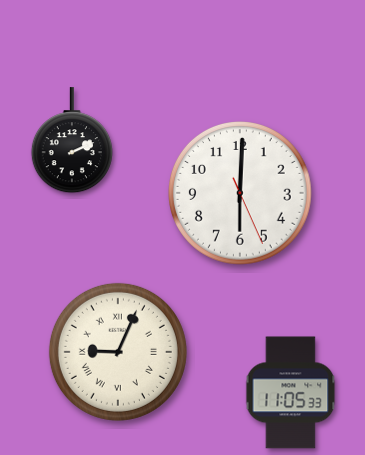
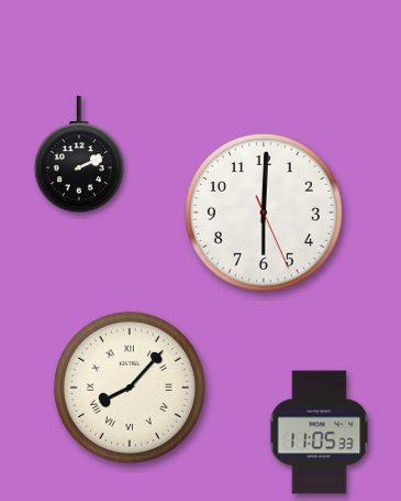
clock at (118, 352): 9:04 -> 8:07
